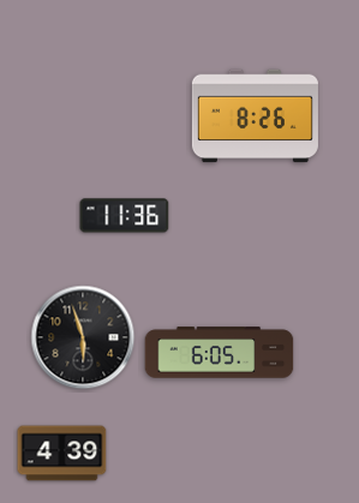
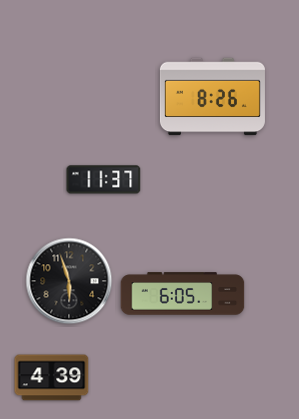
clock at (125, 216): 11:36 -> 11:37
